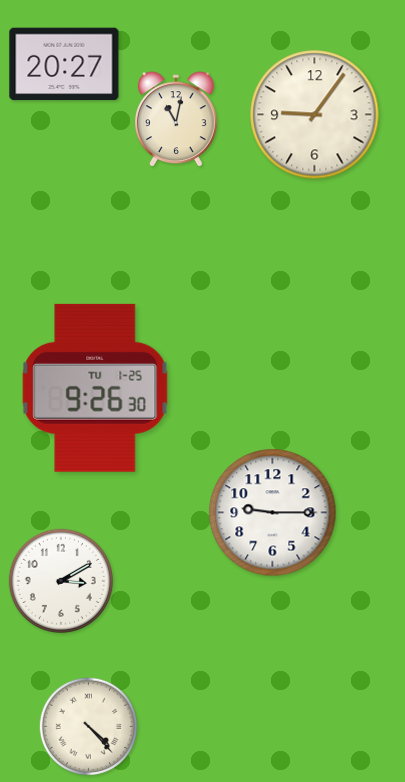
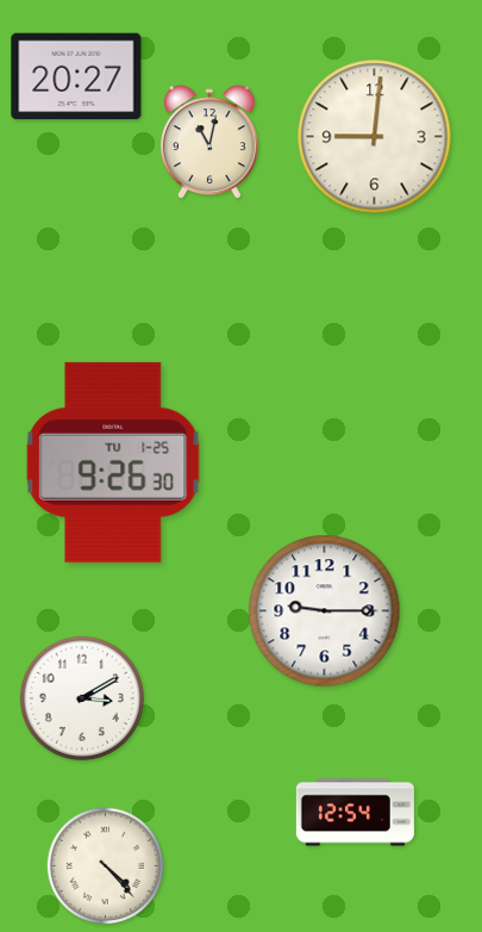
clock at (315, 115): 9:06 -> 9:01
clock at (61, 581) position: (61, 581) -> (82, 698)
clock at (355, 813): none -> 12:54
